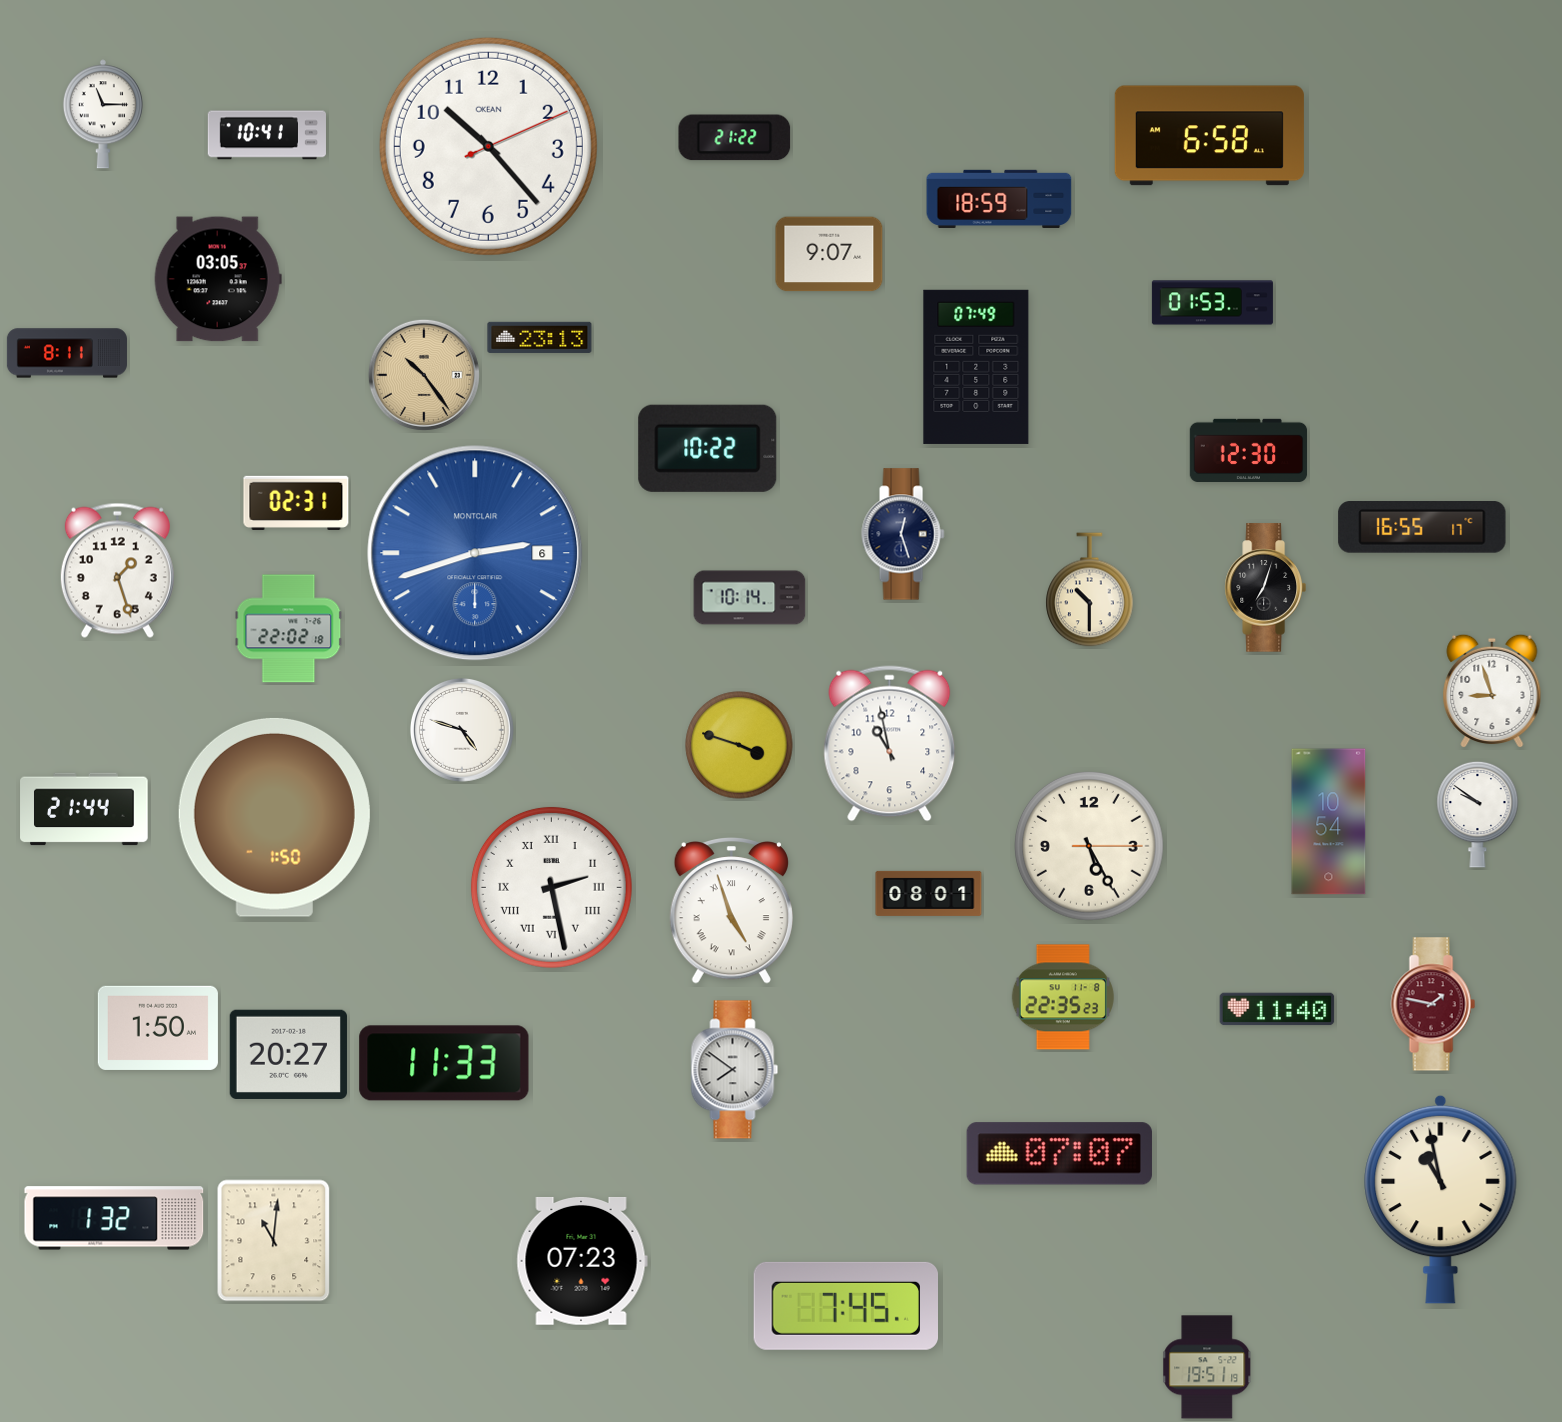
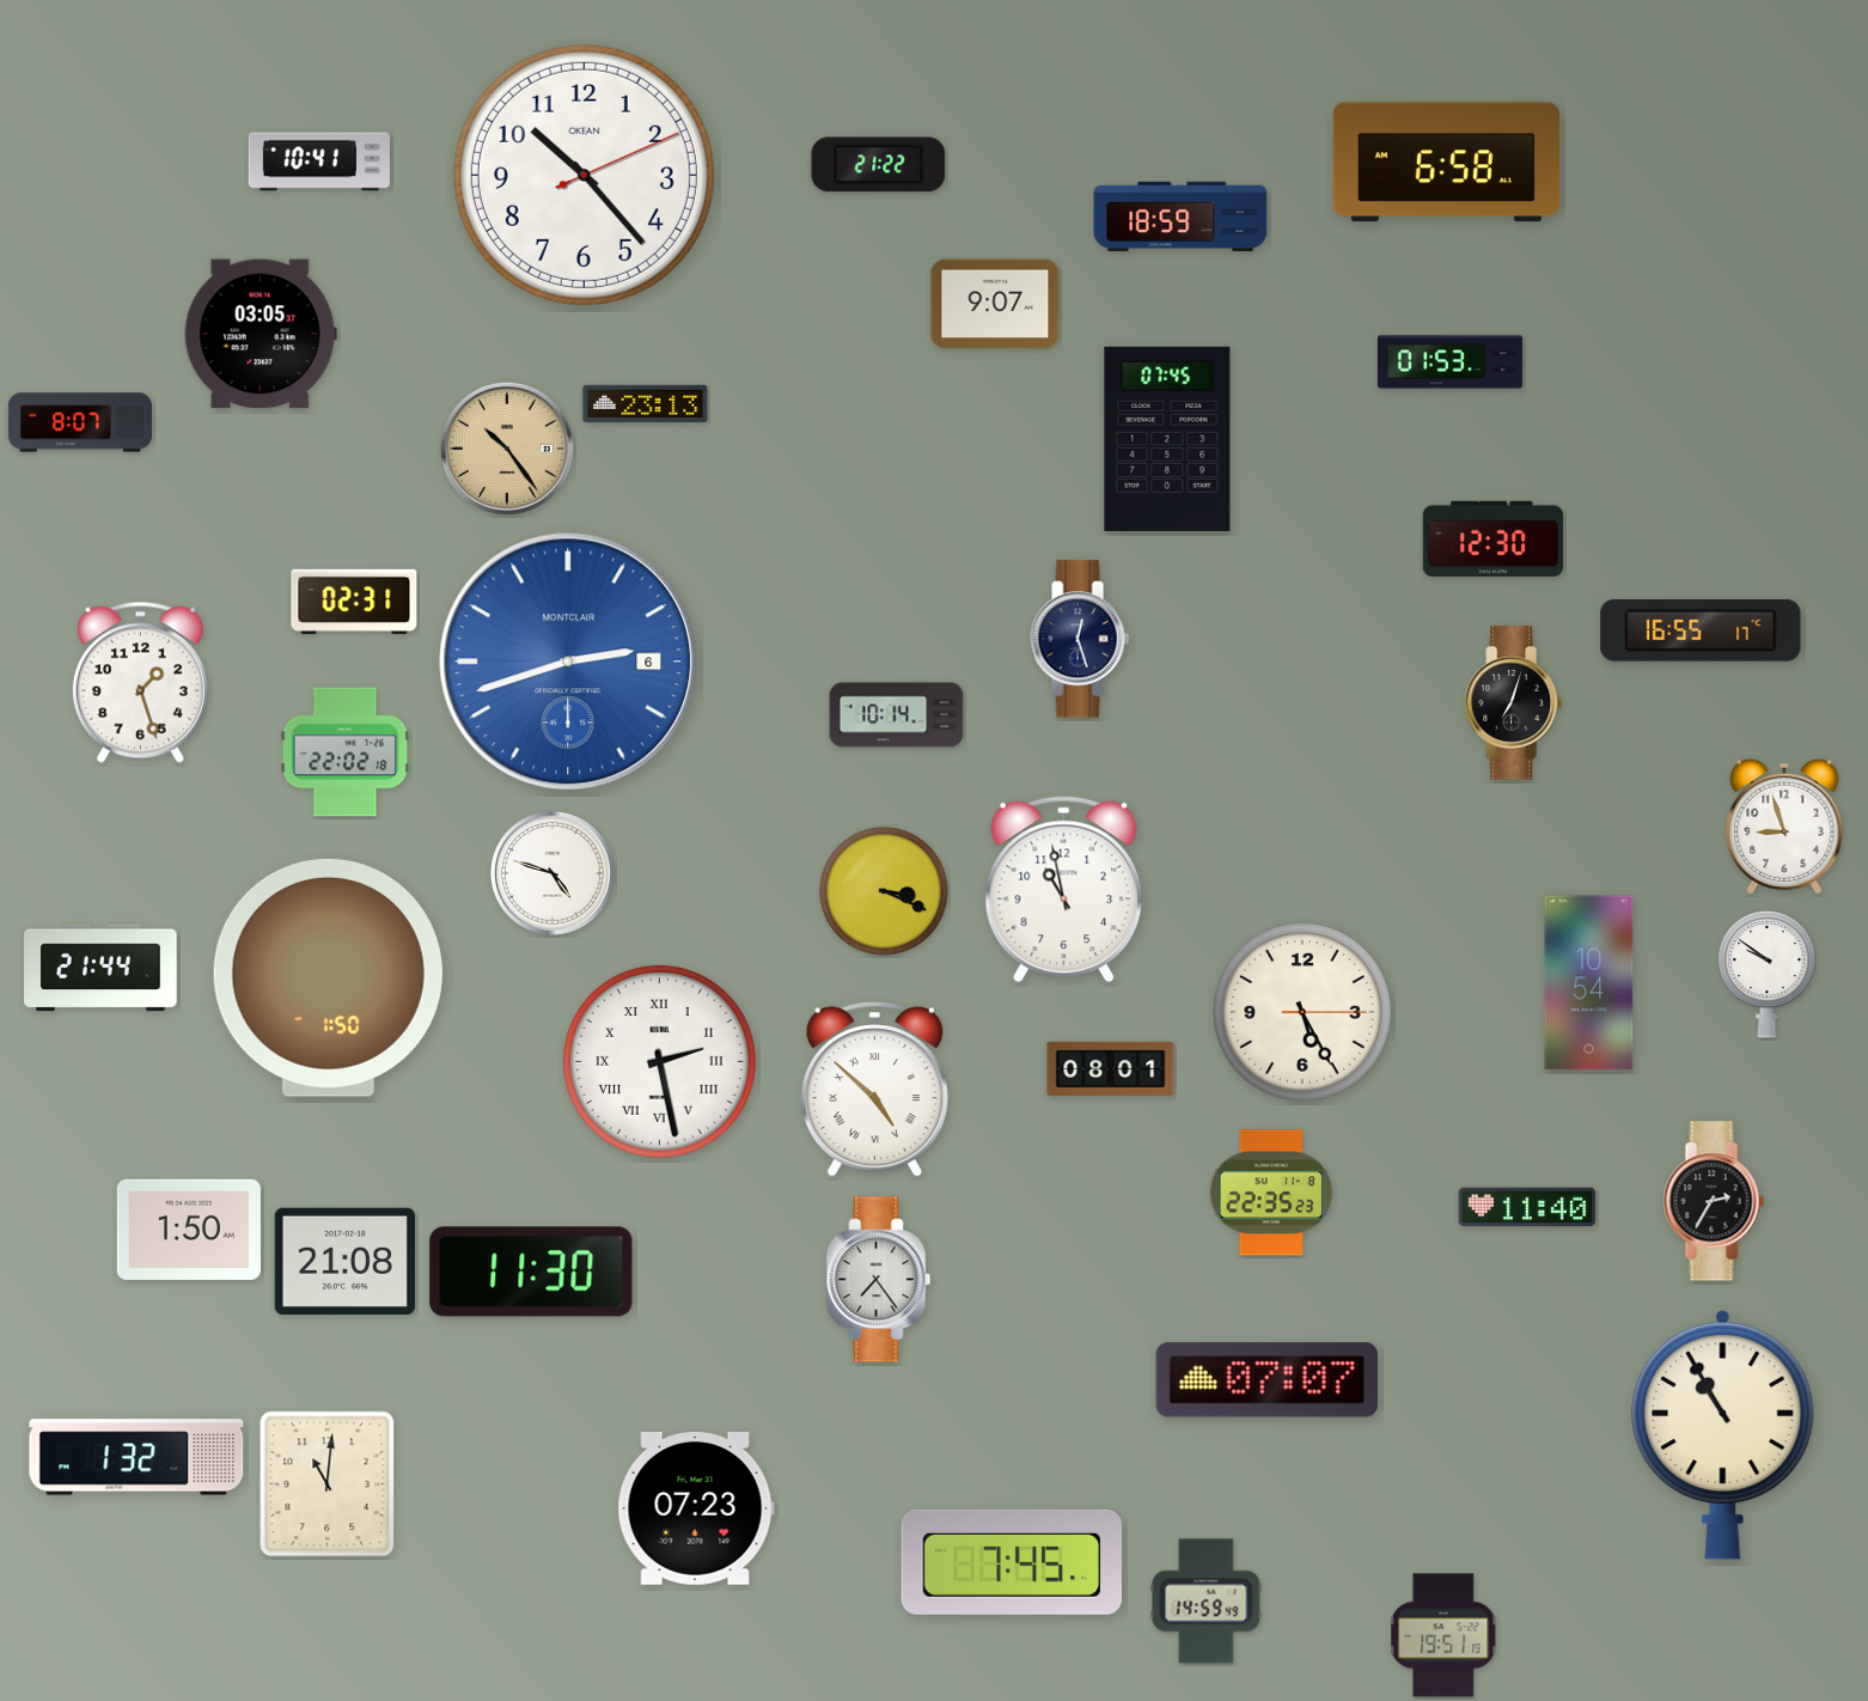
clock at (103, 114): 11:15 -> none
clock at (999, 199) position: (999, 199) -> (1180, 217)
clock at (829, 254) position: (829, 254) -> (995, 304)
clock at (67, 353): 8:11 -> 8:07
clock at (976, 367): 07:49 -> 07:45
clock at (708, 448): 10:22 -> none
clock at (1090, 590): 10:30 -> none
clock at (739, 745): 3:48 -> 3:19
clock at (731, 911): 4:57 -> 4:52
clock at (1433, 1004): 1:47 -> 2:35
clock at (1433, 1004) dial: burgundy -> black
clock at (288, 1054): 20:27 -> 21:08
clock at (444, 1063): 11:33 -> 11:30
clock at (735, 1070): 7:51 -> 7:24
clock at (1441, 1199): 10:58 -> 10:55
clock at (1207, 1602): none -> 14:59
